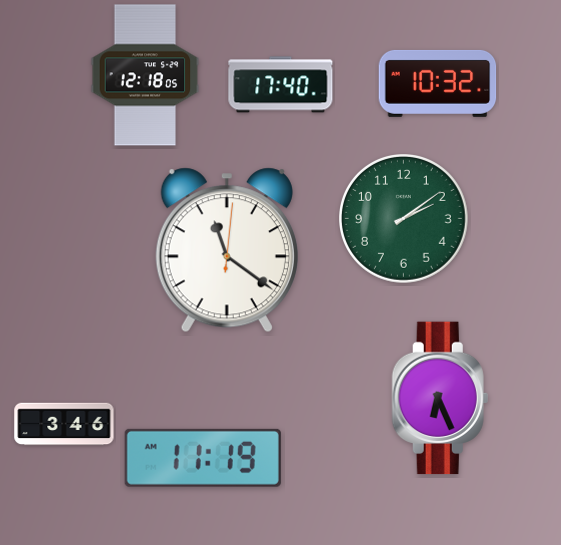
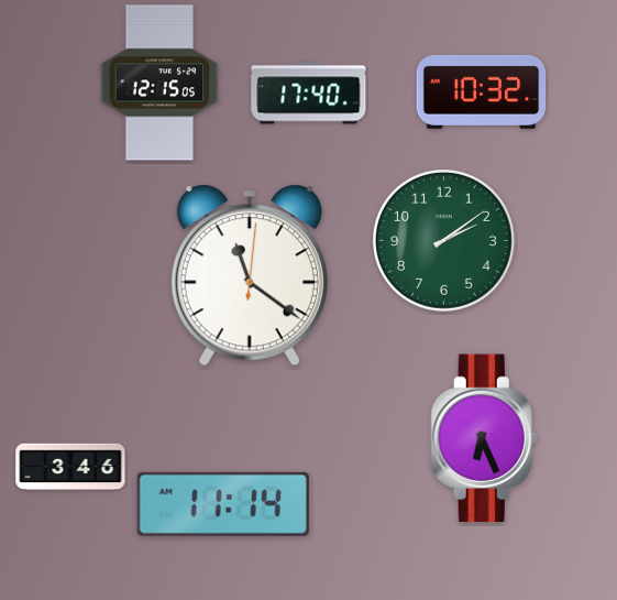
clock at (145, 75): 12:18 -> 12:15
clock at (203, 458): 11:19 -> 11:14
